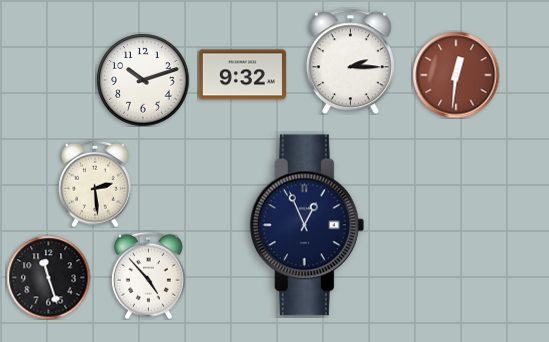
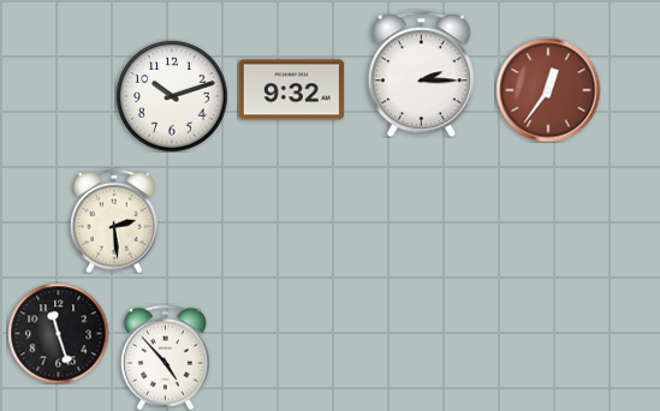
clock at (456, 75): 12:31 -> 12:36
clock at (307, 225): 12:56 -> none
clock at (148, 275) position: (148, 275) -> (165, 357)
